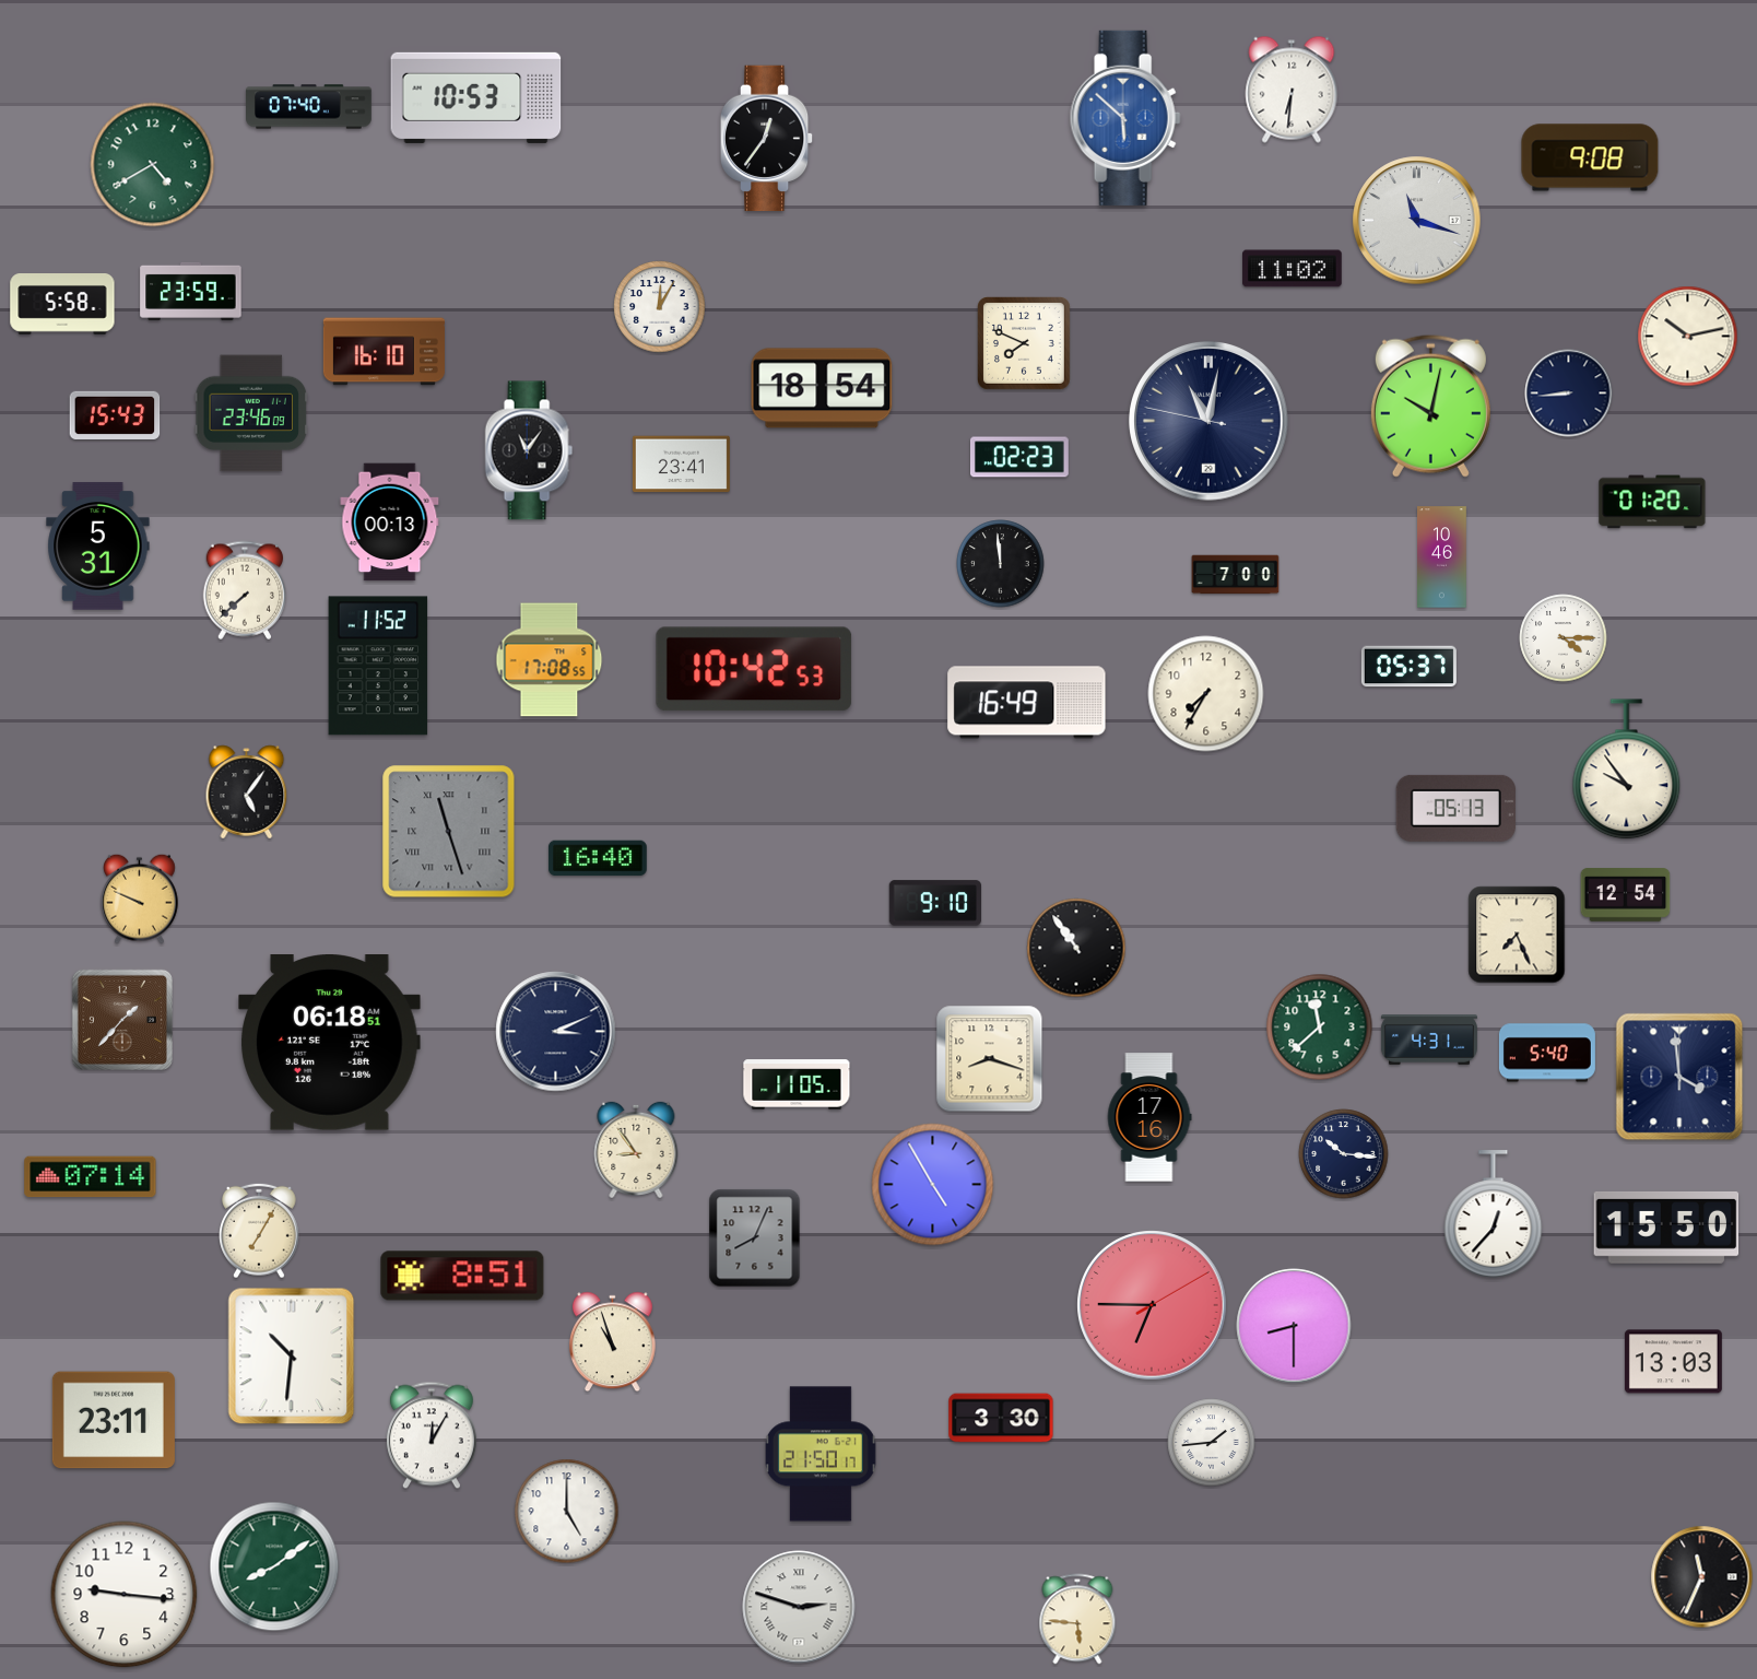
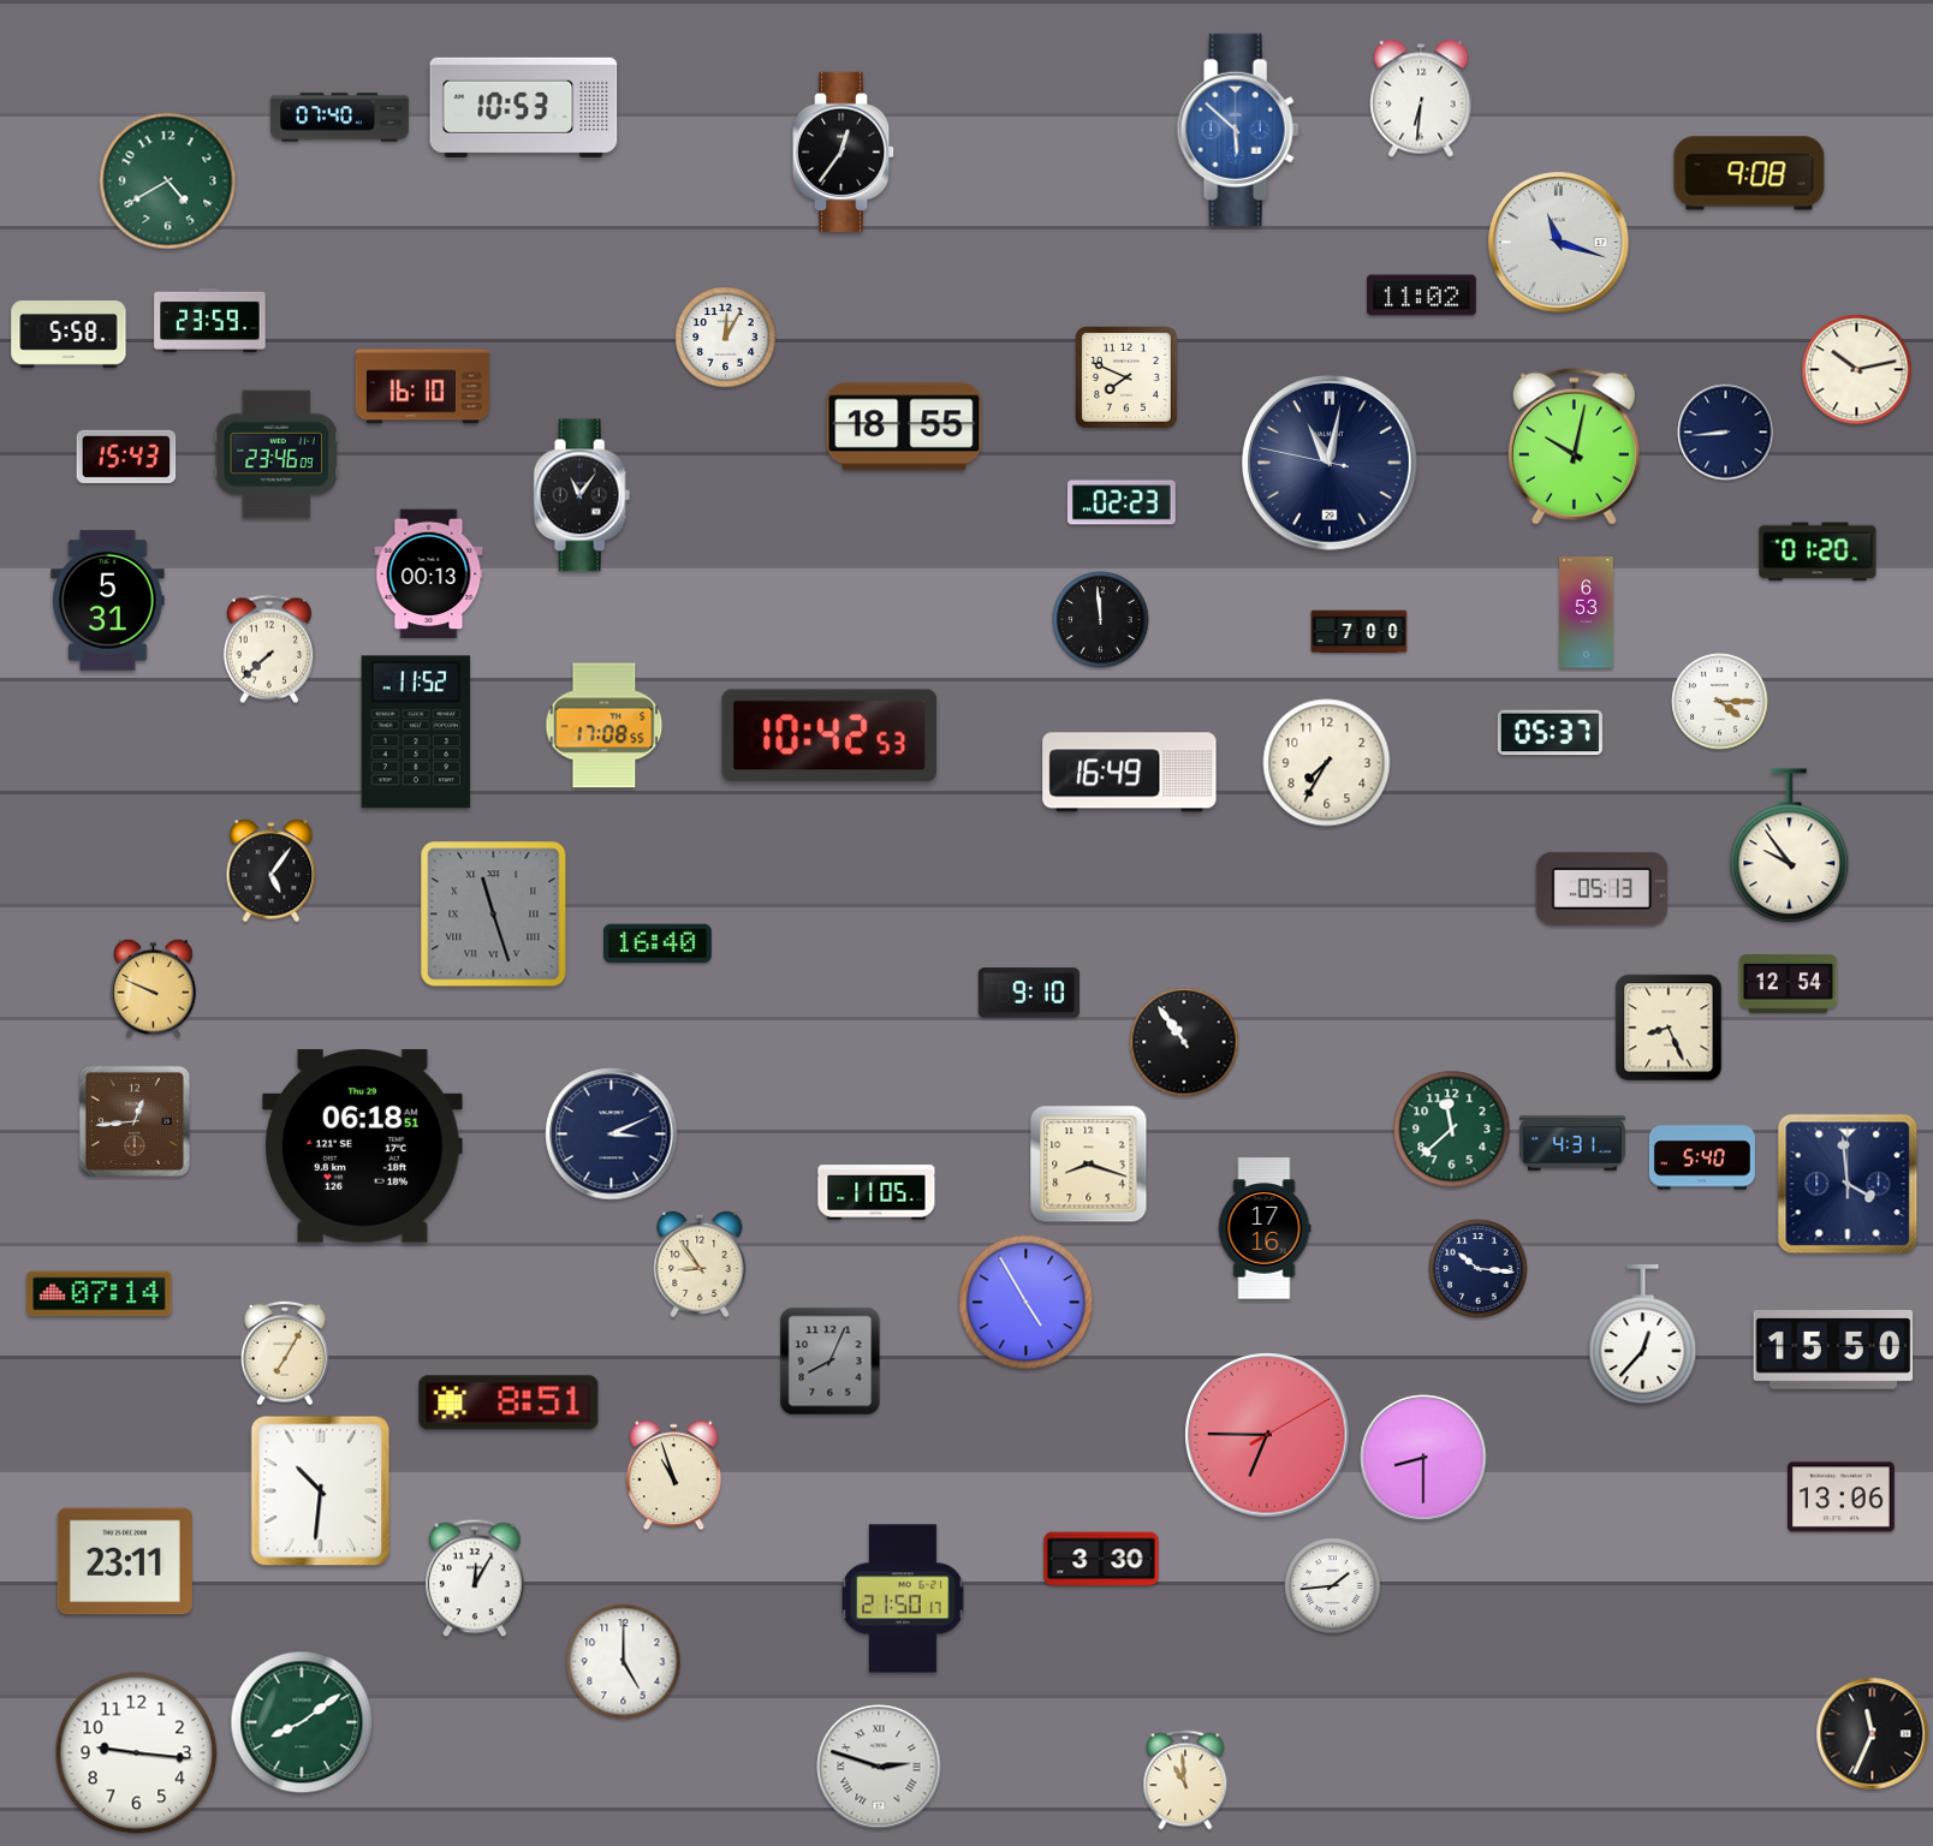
clock at (822, 388): 18:54 -> 18:55
clock at (681, 465): 23:41 -> none
clock at (1442, 557): 10:46 -> 6:53
clock at (1517, 935): 7:26 -> 8:26
clock at (122, 1020): 1:37 -> 12:44
clock at (1673, 1362): 13:03 -> 13:06
clock at (1077, 1619): 5:46 -> 10:59
